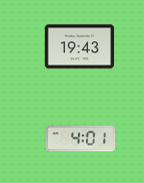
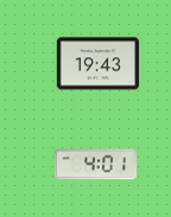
clock at (80, 47) position: (80, 47) -> (99, 64)
